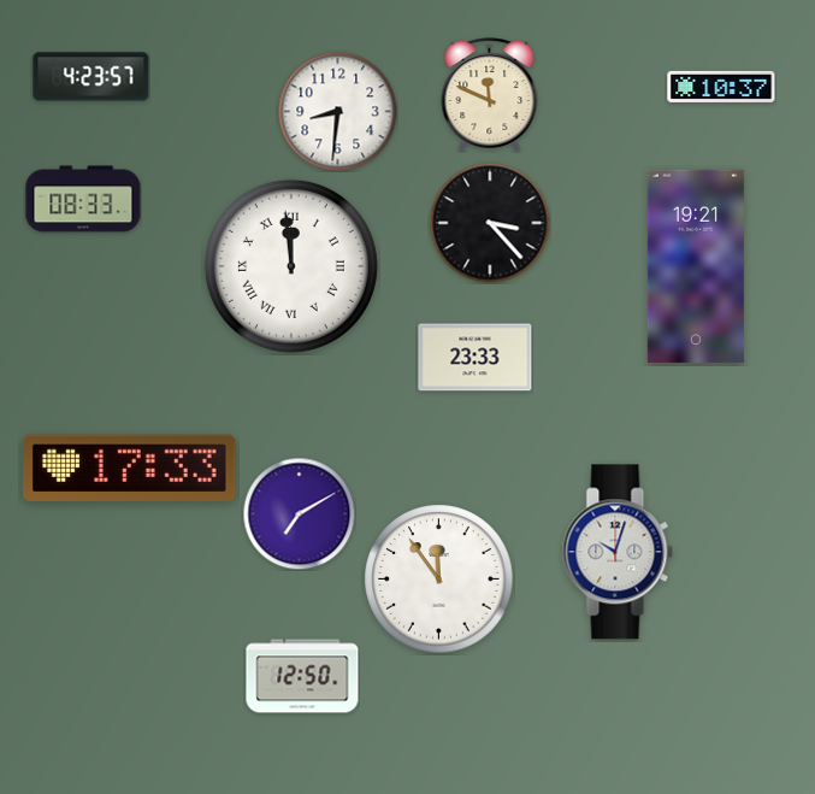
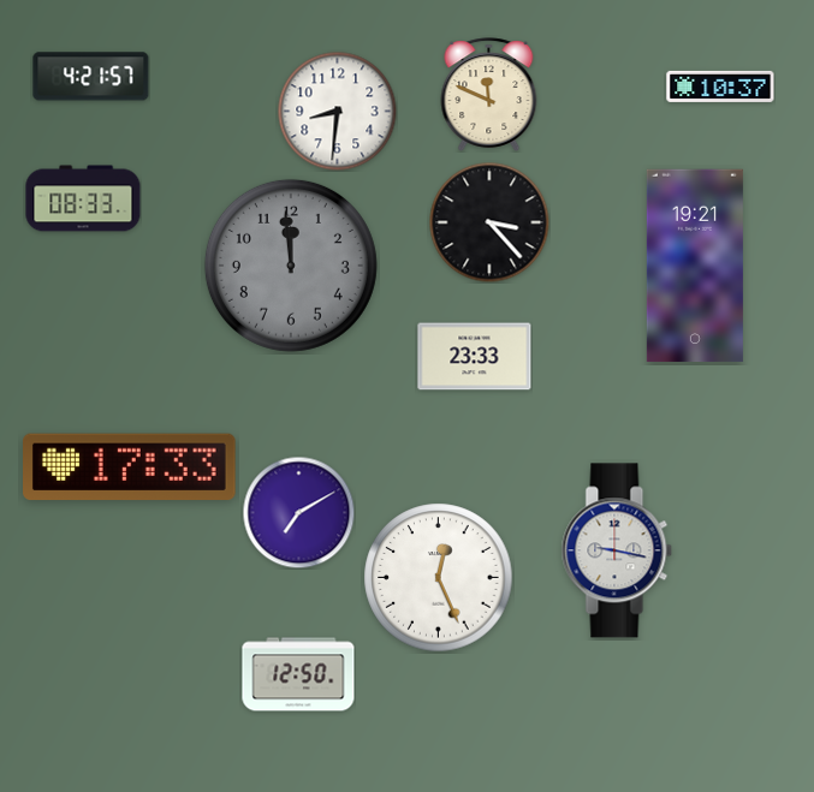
clock at (91, 77): 4:23 -> 4:21
clock at (291, 266) dial: white -> grey
clock at (291, 266) numerals: Roman -> Arabic
clock at (618, 552): 10:03 -> 9:17
clock at (439, 580): 11:54 -> 12:26
clock at (302, 676) position: (302, 676) -> (298, 674)
